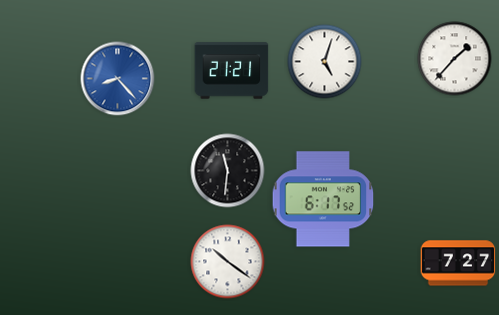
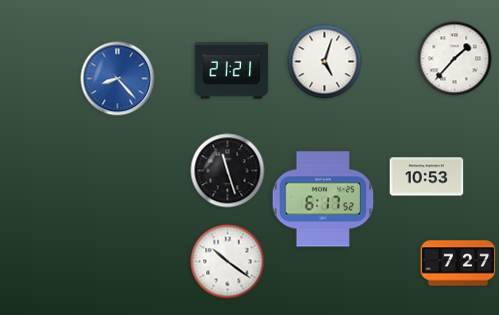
clock at (228, 171): 11:31 -> 11:27
clock at (427, 177): none -> 10:53
